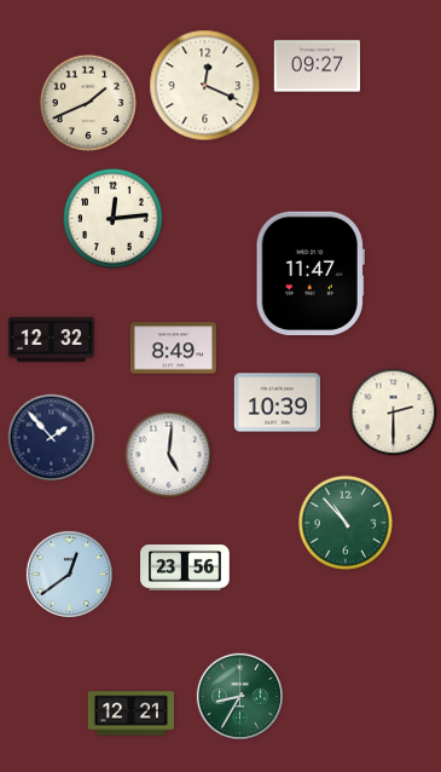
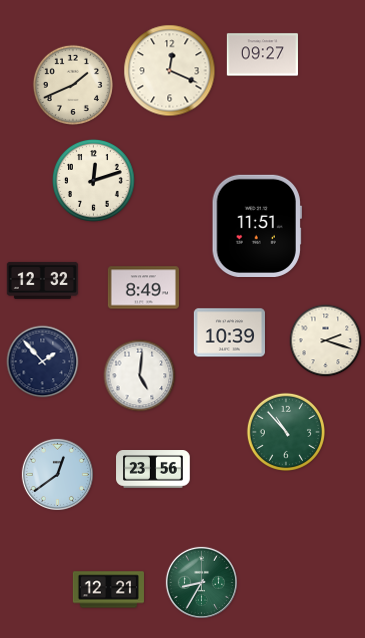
clock at (112, 218): 12:14 -> 12:12
clock at (311, 272): 11:47 -> 11:51
clock at (394, 413): 2:30 -> 2:18
clock at (239, 696) position: (239, 696) -> (201, 582)
